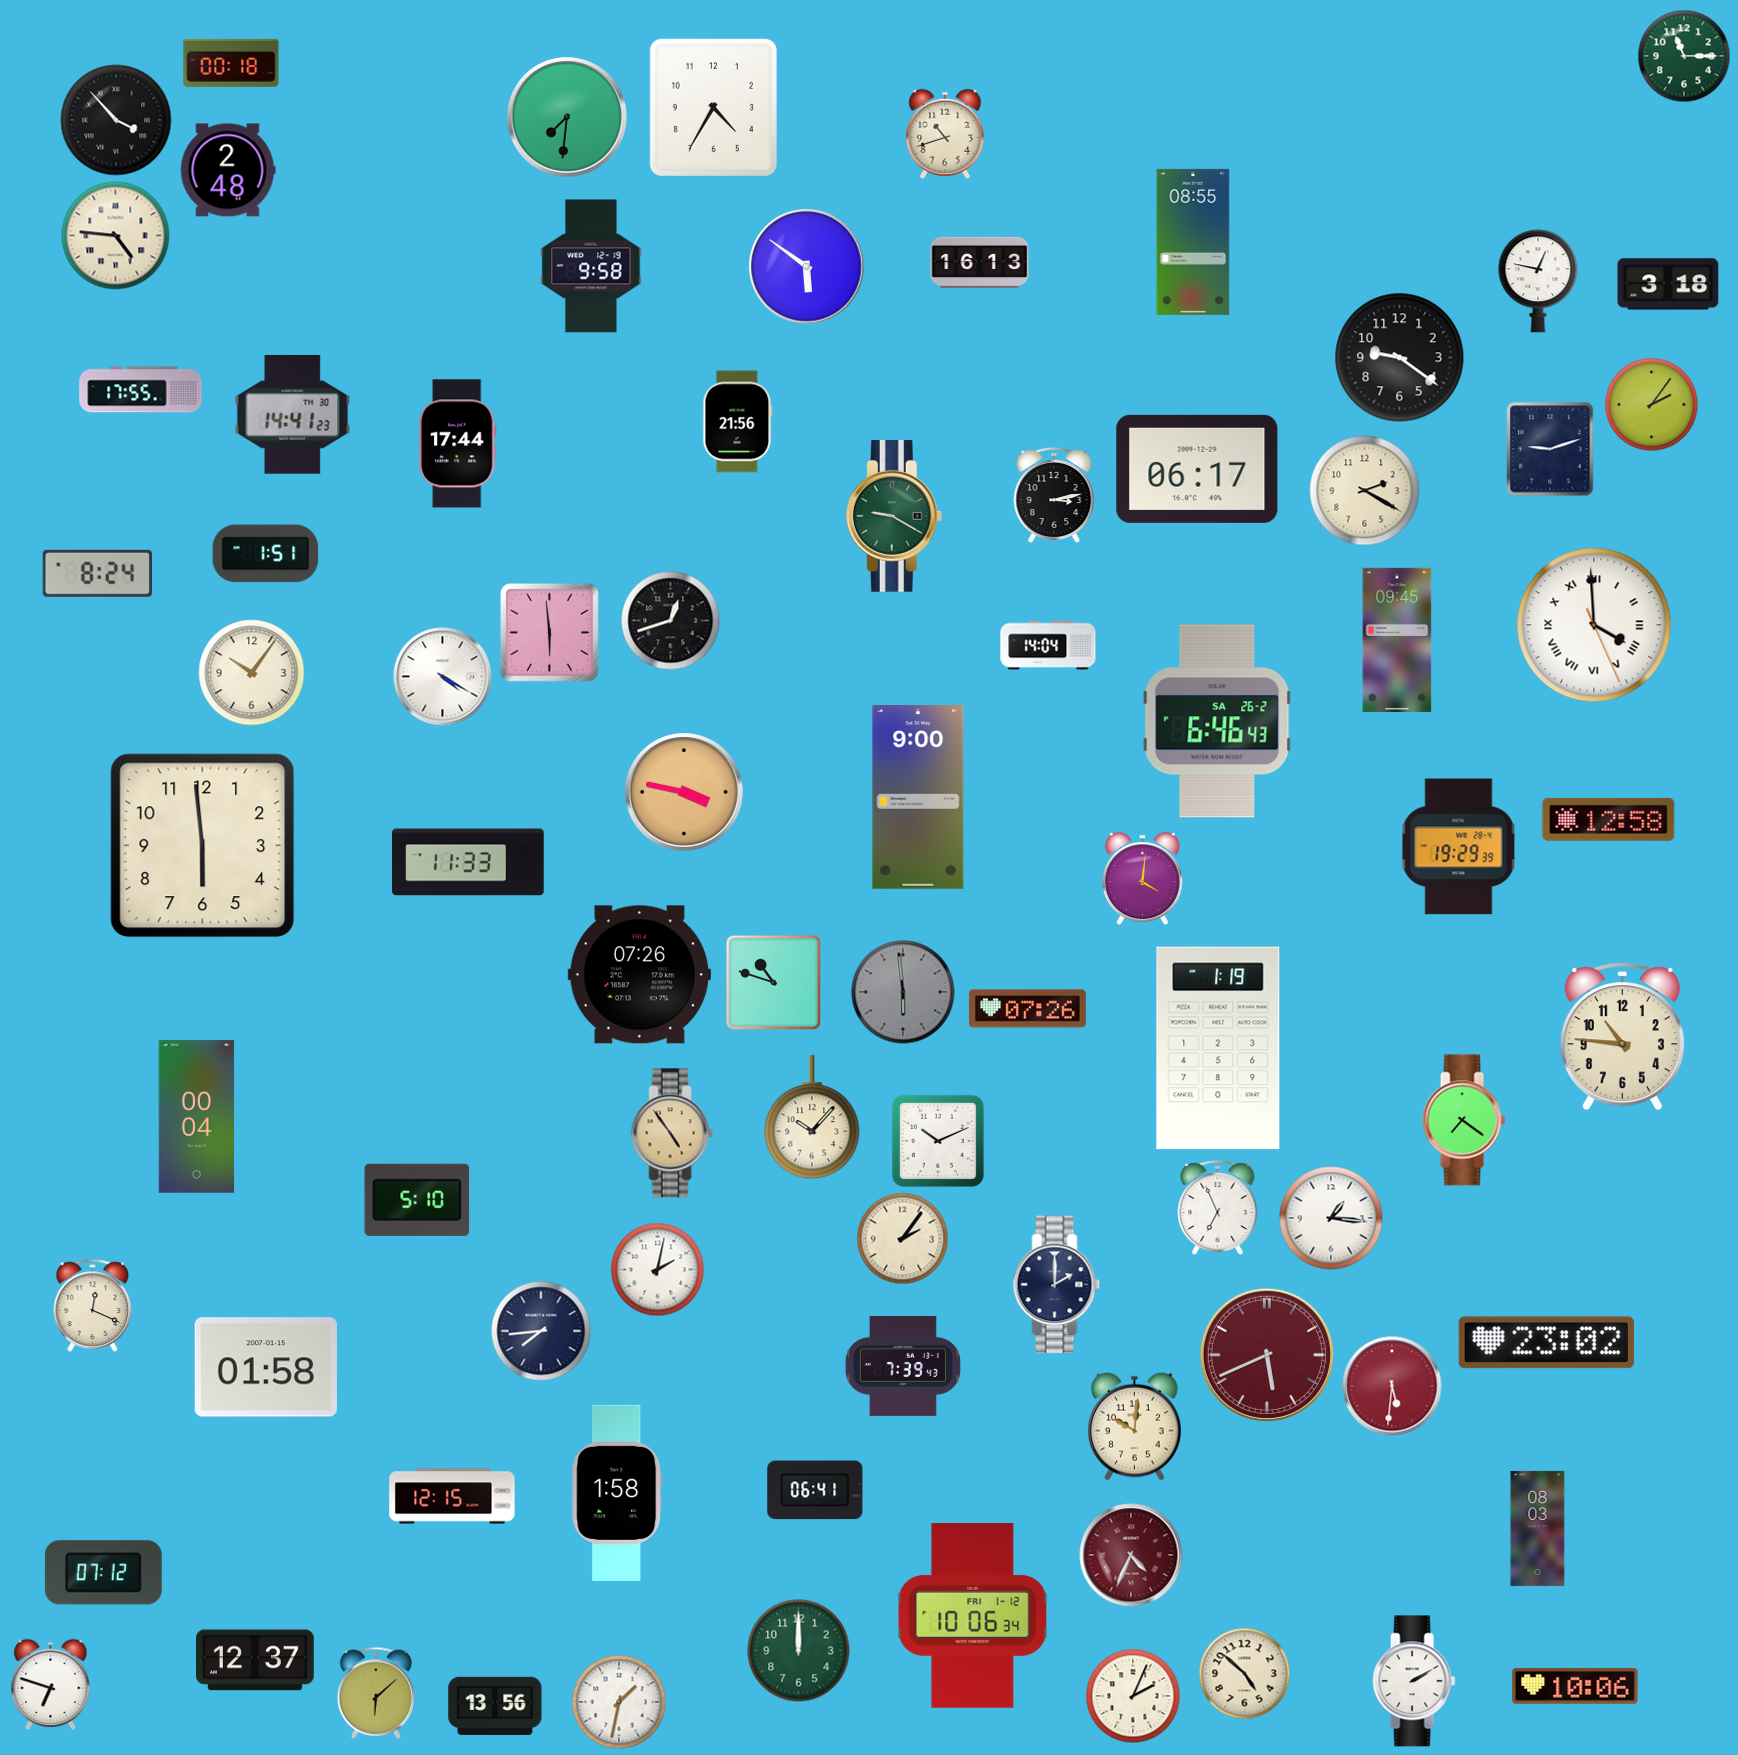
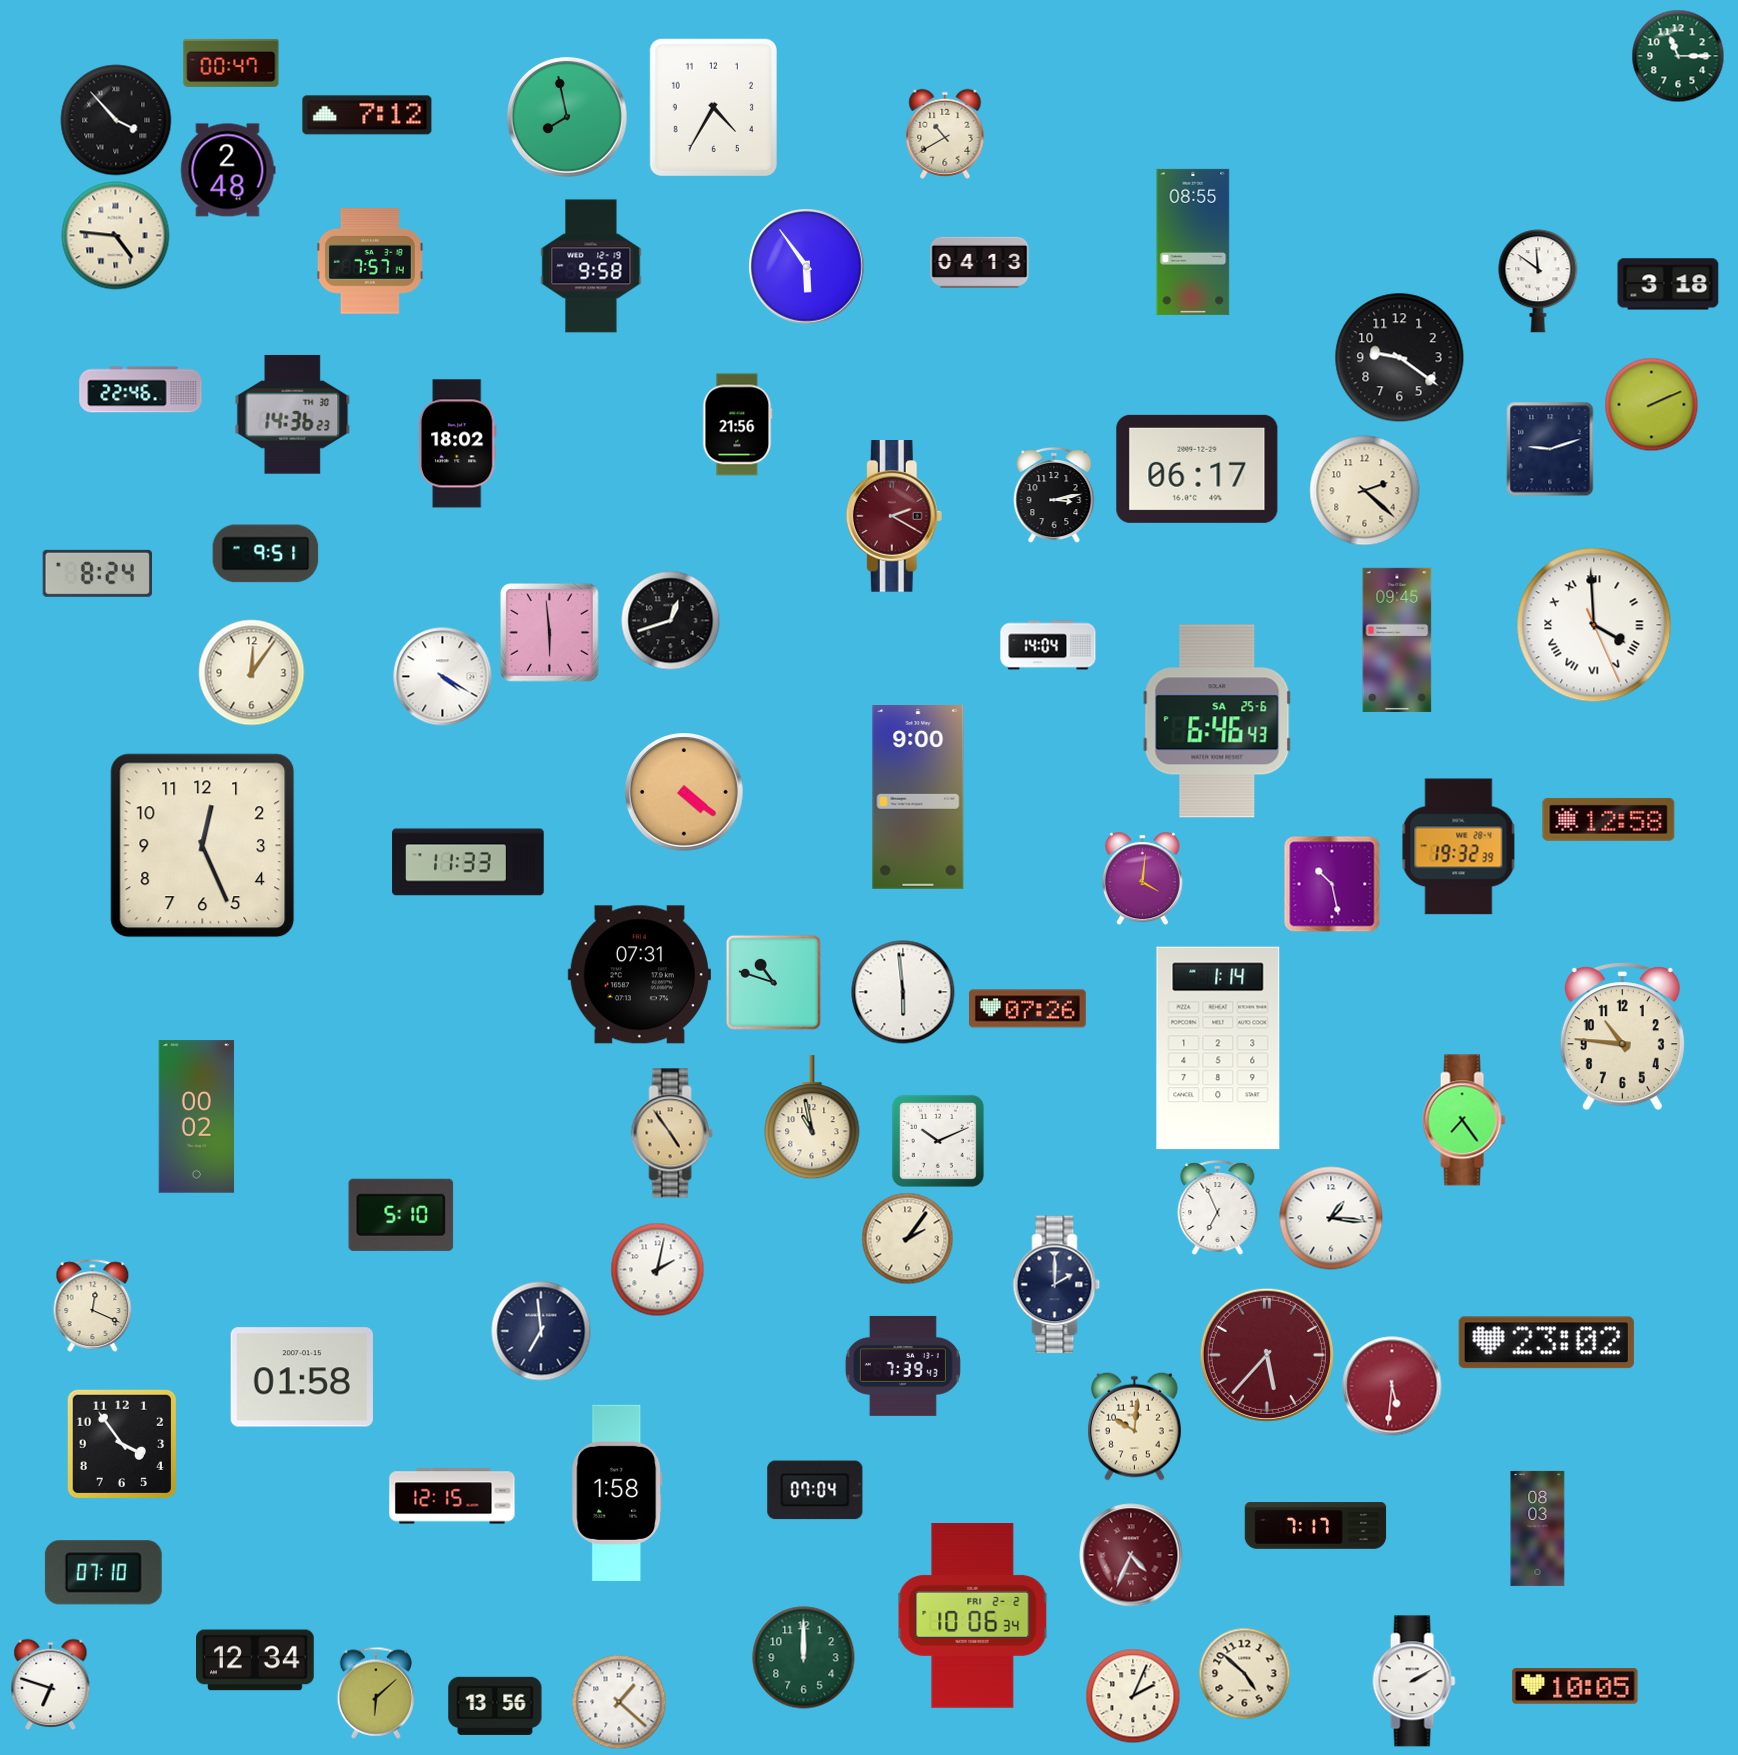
clock at (1684, 56) position: (1684, 56) -> (1678, 56)
clock at (231, 63): 00:18 -> 00:47
clock at (367, 115): none -> 7:12
clock at (567, 117): 7:31 -> 7:58
clock at (945, 134): 10:42 -> 10:40
clock at (370, 262): none -> 7:57
clock at (980, 262): 16:13 -> 04:13
clock at (807, 267): 5:51 -> 5:54
clock at (1538, 281): 12:47 -> 11:51
clock at (141, 390): 17:55 -> 22:46
clock at (1652, 405): 2:06 -> 2:11
clock at (293, 414): 14:41 -> 14:36
clock at (738, 422) position: (738, 422) -> (738, 425)
clock at (458, 444): 17:44 -> 18:02
clock at (1365, 491): 2:20 -> 2:22
clock at (894, 516): 9:20 -> 2:20
clock at (894, 516) dial: green -> burgundy
clock at (266, 554): 1:51 -> 9:51
clock at (252, 673): 10:06 -> 12:06
clock at (1217, 721) date: SA 26-2 -> SA 25-6
clock at (685, 793): 3:47 -> 4:21
clock at (203, 846): 5:59 -> 12:26
clock at (1459, 847): 19:29 -> 19:32
clock at (1332, 884): none -> 10:28
clock at (639, 975): 07:26 -> 07:31
clock at (903, 992) dial: grey -> white
clock at (1218, 1048): 1:19 -> 1:14
clock at (197, 1117): 00:04 -> 00:02
clock at (812, 1118): 10:07 -> 10:58
clock at (1464, 1120): 7:21 -> 7:24
clock at (417, 1200) position: (417, 1200) -> (401, 1215)
clock at (903, 1239) position: (903, 1239) -> (908, 1239)
clock at (541, 1331): 7:44 -> 6:59
clock at (1267, 1355): 5:41 -> 5:37
clock at (266, 1367) position: (266, 1367) -> (302, 1377)
clock at (122, 1444): none -> 3:54
clock at (815, 1490): 06:41 -> 07:04
clock at (1316, 1526): none -> 7:17
clock at (103, 1573): 07:12 -> 07:10
clock at (973, 1616) date: FRI 1-12 -> FRI 2-2
clock at (799, 1651) position: (799, 1651) -> (804, 1658)
clock at (256, 1660): 12:37 -> 12:34
clock at (1575, 1686): 10:06 -> 10:05
clock at (619, 1702): 1:32 -> 1:22
